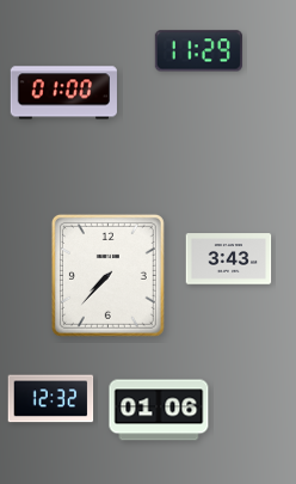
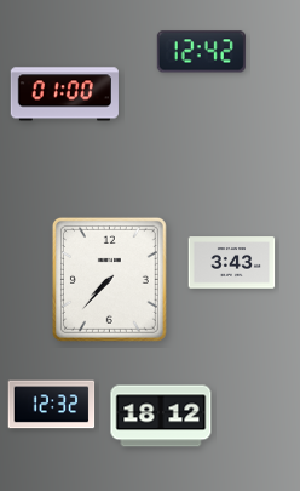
clock at (198, 51): 11:29 -> 12:42
clock at (159, 410): 01:06 -> 18:12
